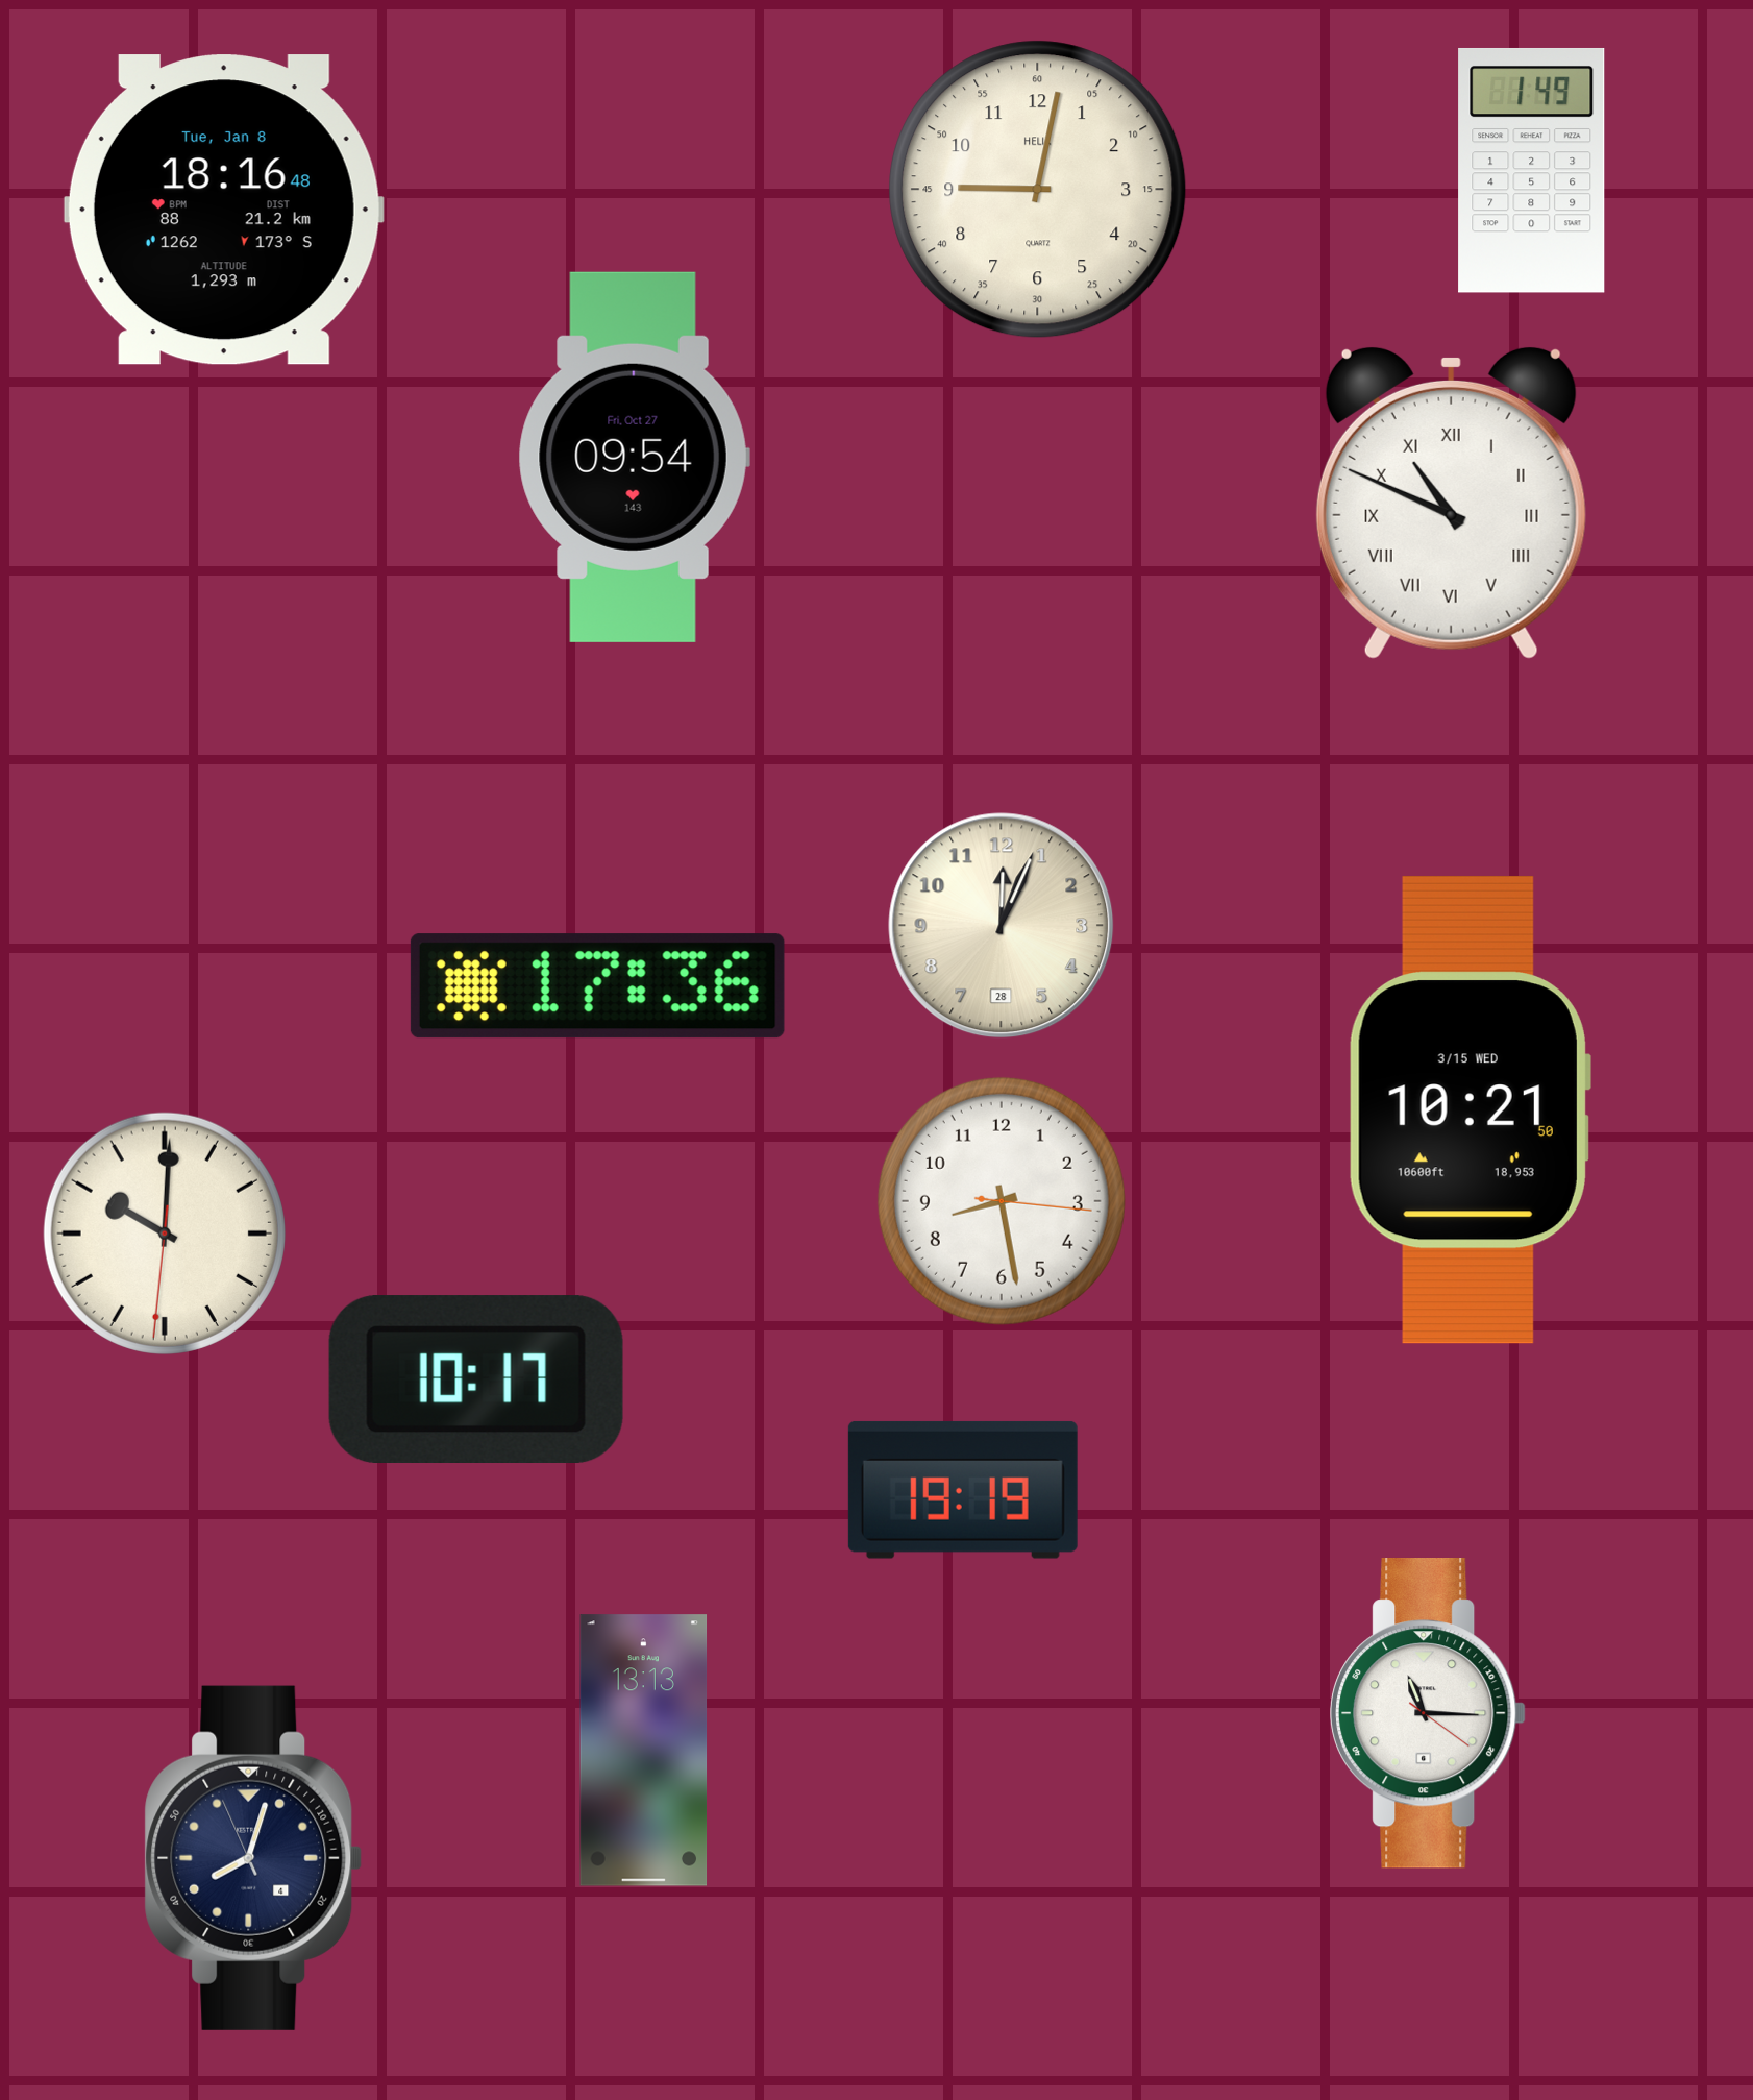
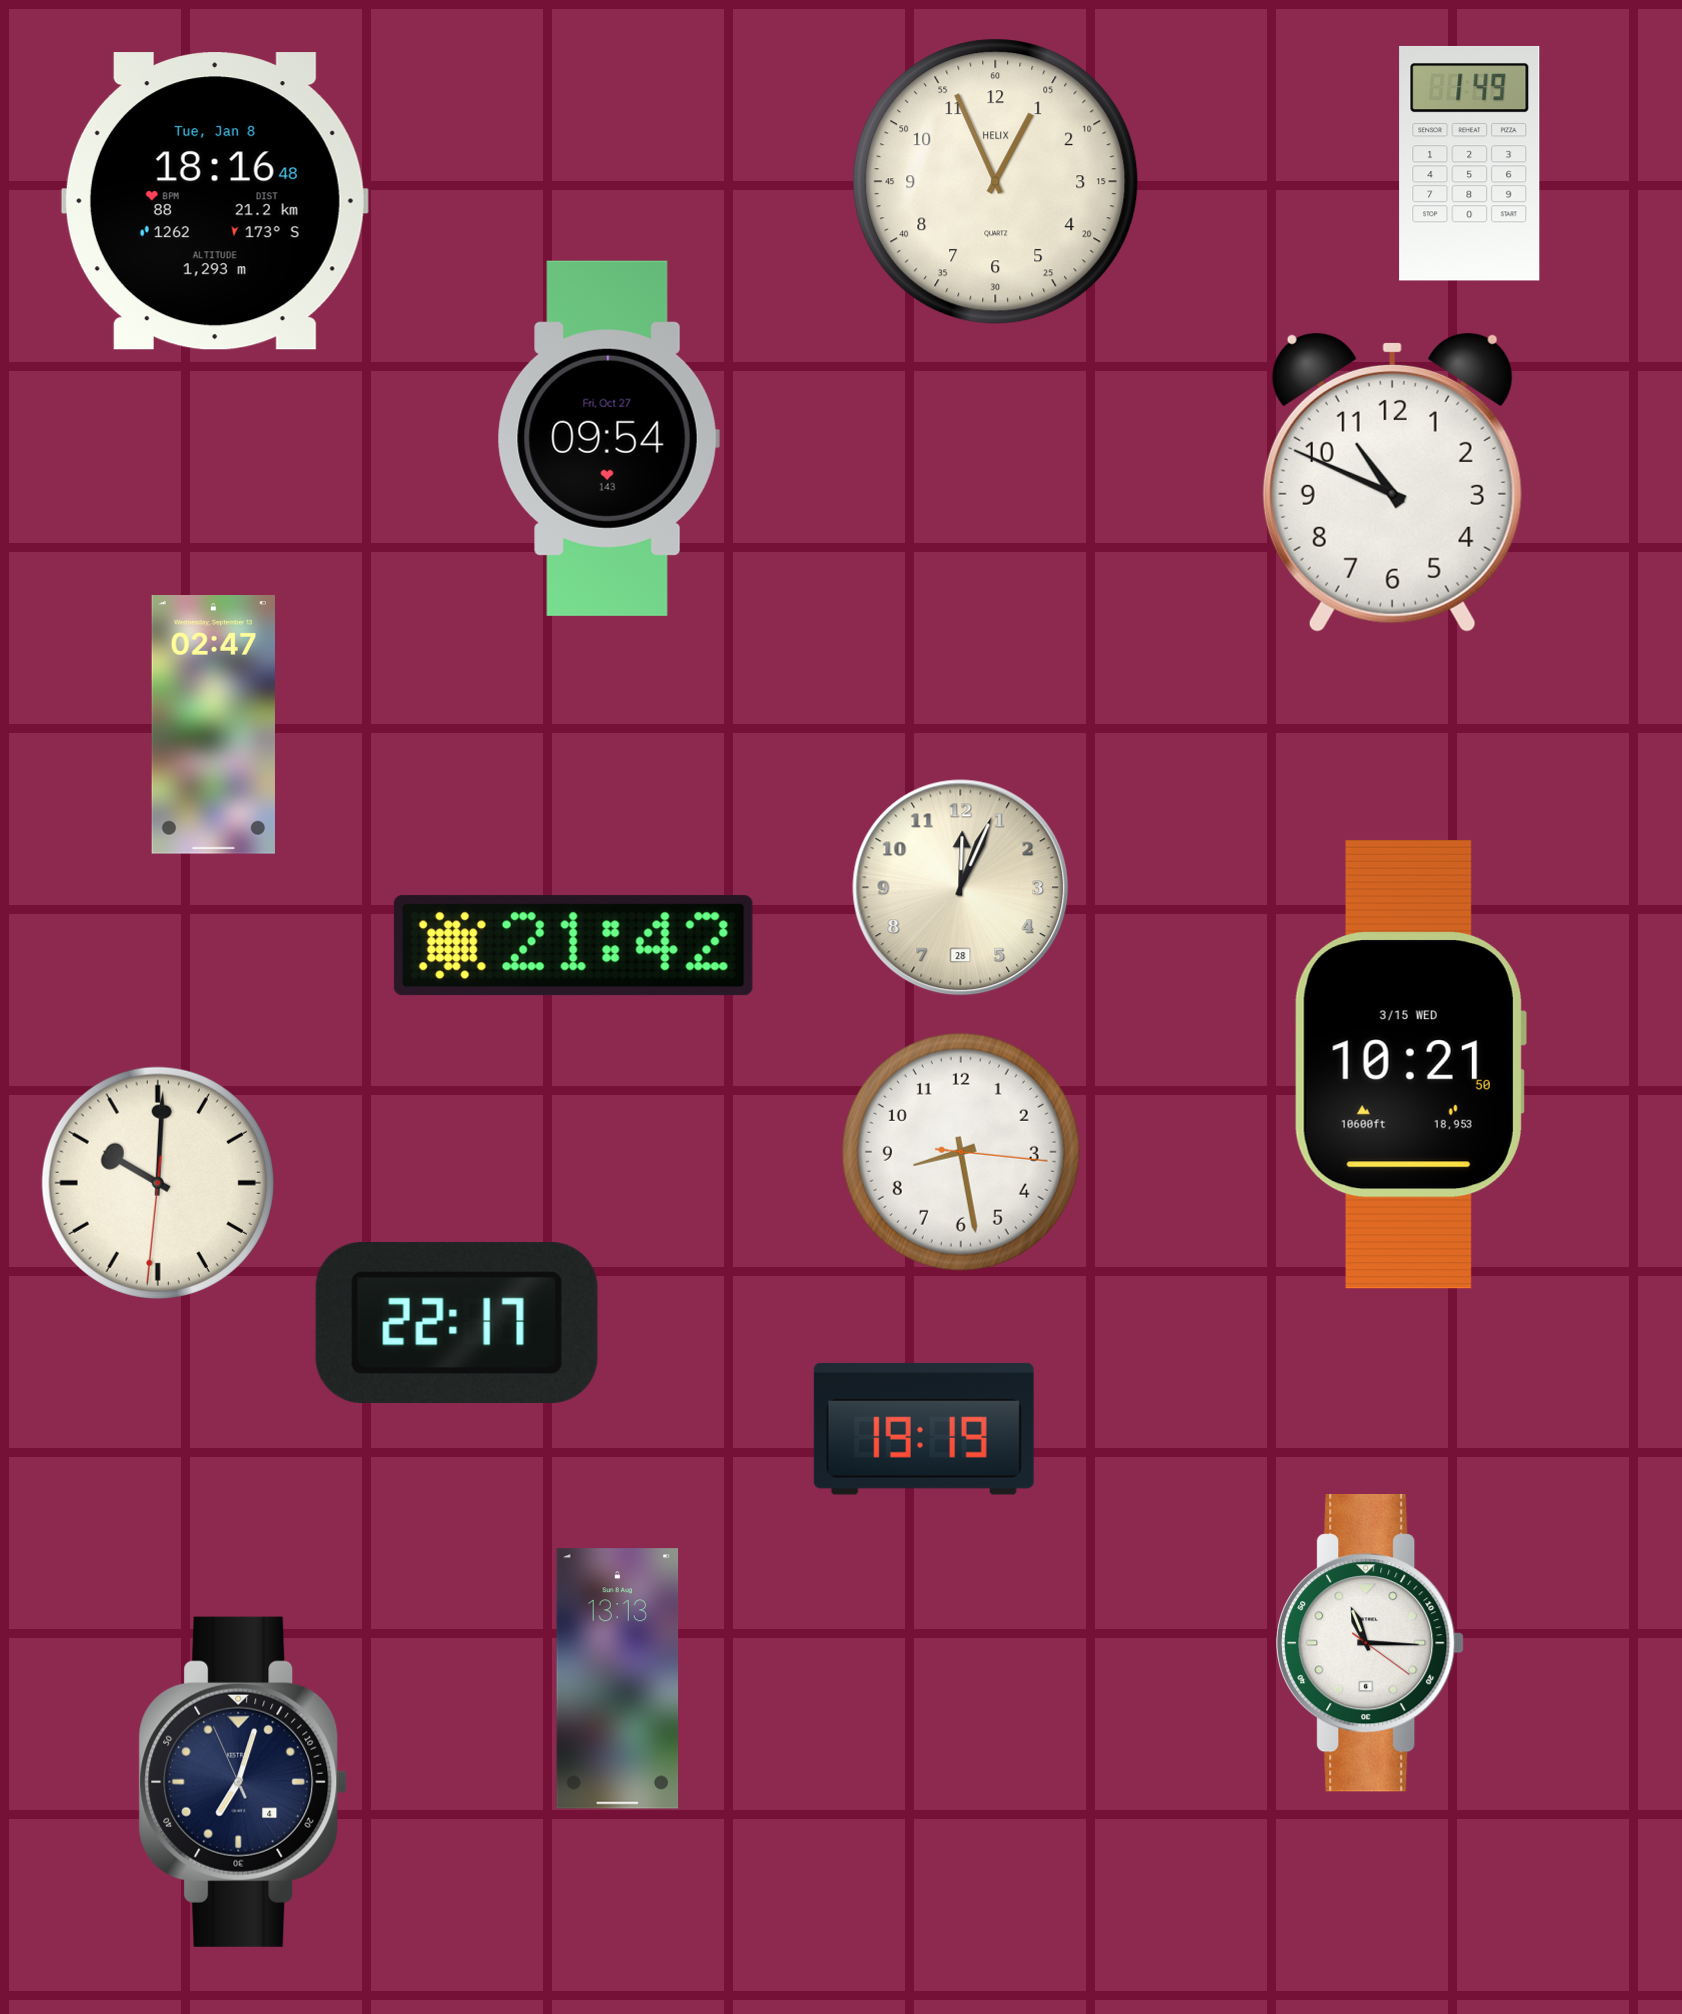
clock at (1038, 190): 9:02 -> 12:56
clock at (1451, 503) numerals: Roman -> Arabic
clock at (213, 725): none -> 02:47
clock at (597, 986): 17:36 -> 21:42
clock at (476, 1378): 10:17 -> 22:17
clock at (253, 1858): 8:02 -> 7:02
